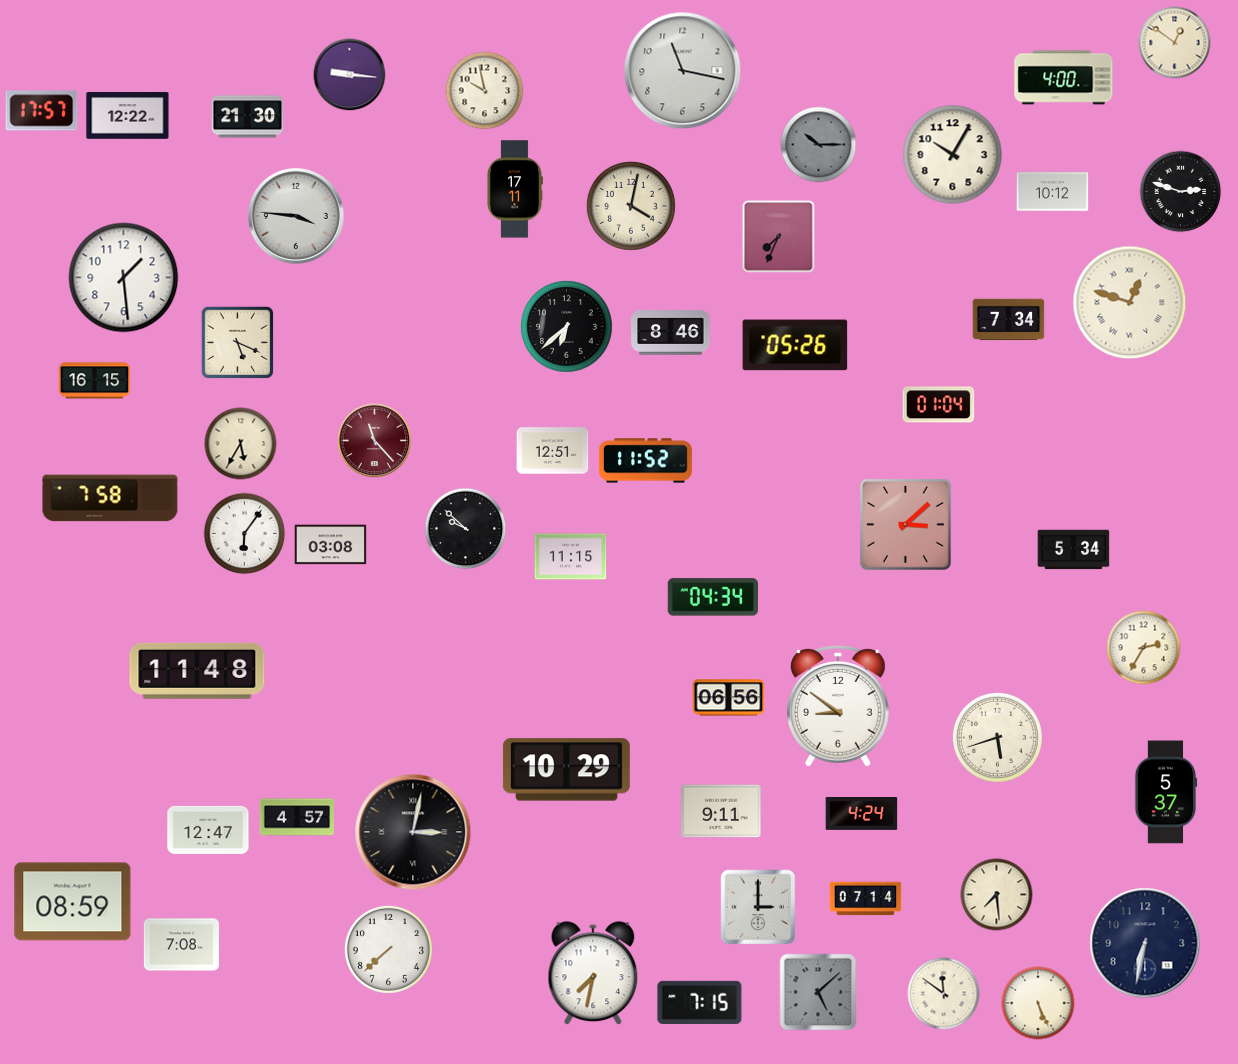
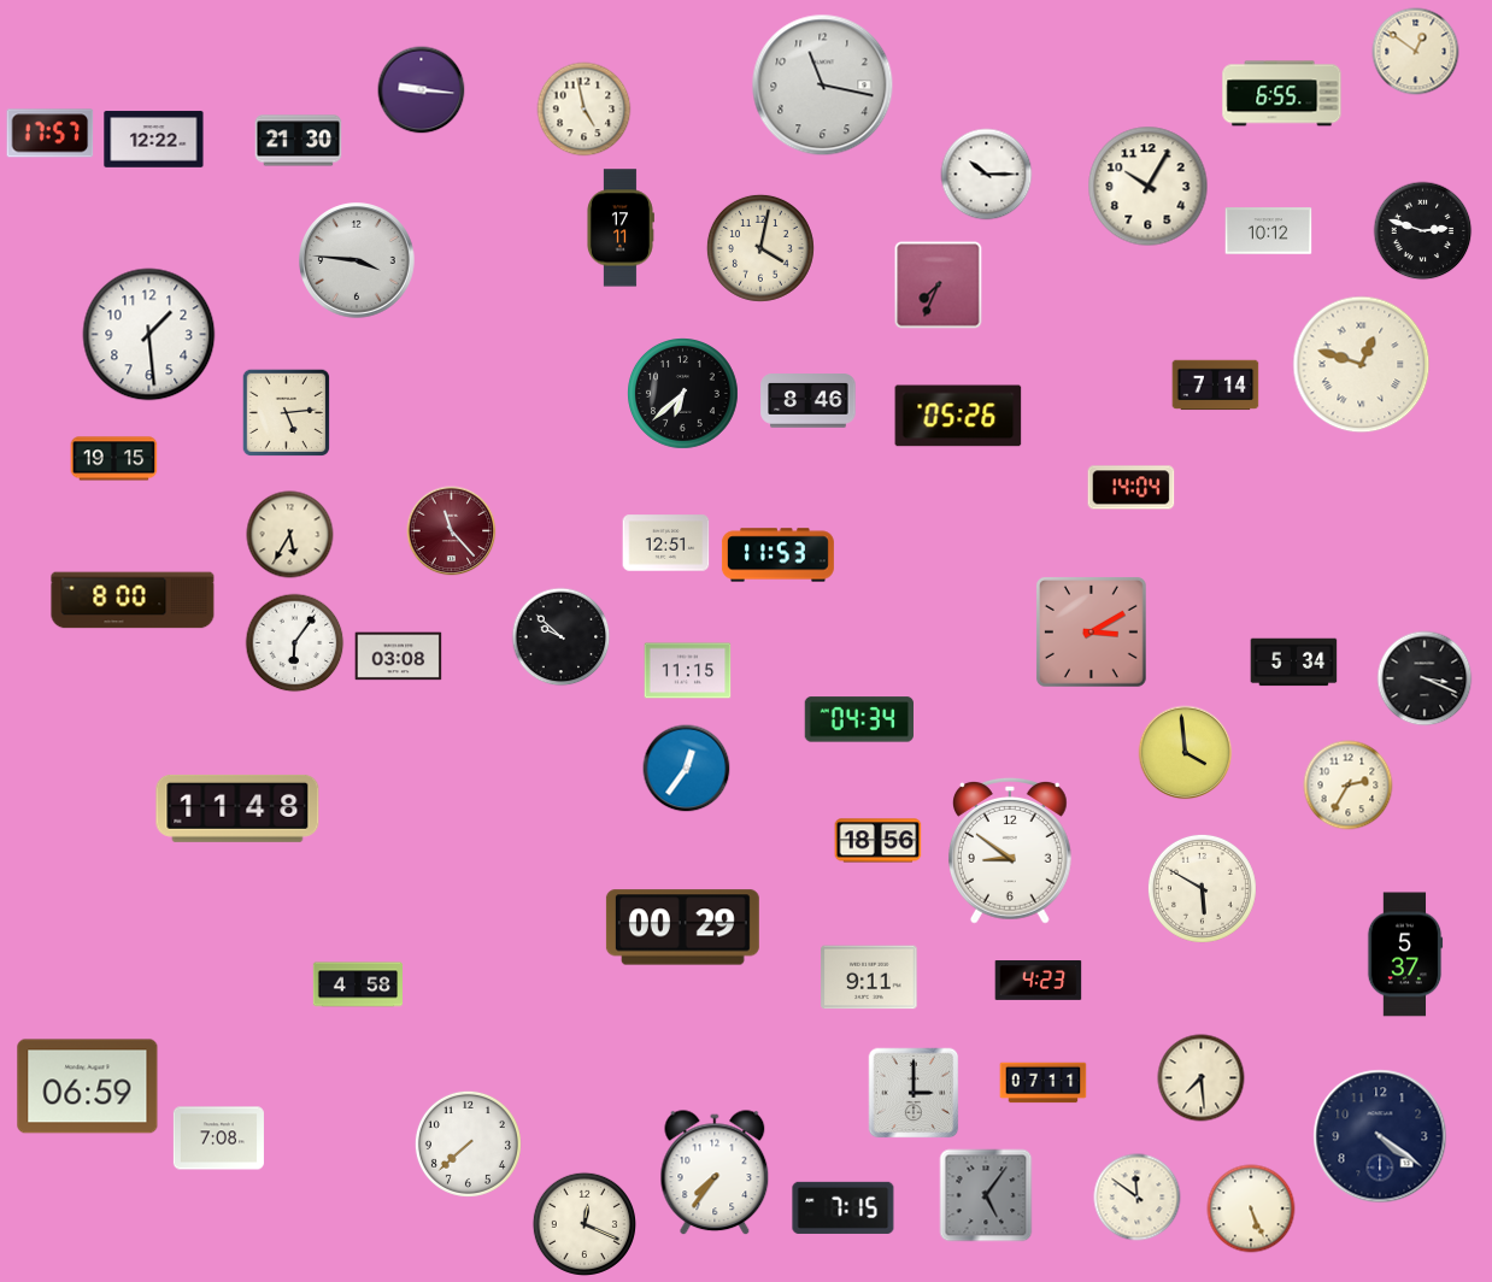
clock at (1064, 78): 4:00 -> 6:55
clock at (485, 91): 9:58 -> 4:58
clock at (819, 145) dial: grey -> white
clock at (1009, 320): 7:34 -> 7:14
clock at (238, 343): 5:19 -> 5:14
clock at (95, 381): 16:15 -> 19:15
clock at (939, 405): 01:04 -> 14:04
clock at (645, 461): 11:52 -> 11:53
clock at (110, 498): 7:58 -> 8:00
clock at (905, 524): 3:08 -> 3:10
clock at (1425, 678): none -> 3:19
clock at (1186, 753): none -> 3:59
clock at (687, 769): none -> 12:36
clock at (1144, 648) position: (1144, 648) -> (1349, 786)
clock at (729, 698): 06:56 -> 18:56
clock at (997, 737): 5:42 -> 5:50
clock at (566, 770): 10:29 -> 00:29
clock at (862, 814): 4:24 -> 4:23
clock at (296, 817): 4:57 -> 4:58
clock at (208, 830): 12:47 -> none
clock at (413, 832): 3:02 -> none
clock at (866, 899): 07:14 -> 07:11
clock at (73, 902): 08:59 -> 06:59
clock at (1145, 943): 6:32 -> 4:21
clock at (593, 974): 7:32 -> 7:36
clock at (818, 992): 5:08 -> 5:06
clock at (583, 1223): none -> 12:19
